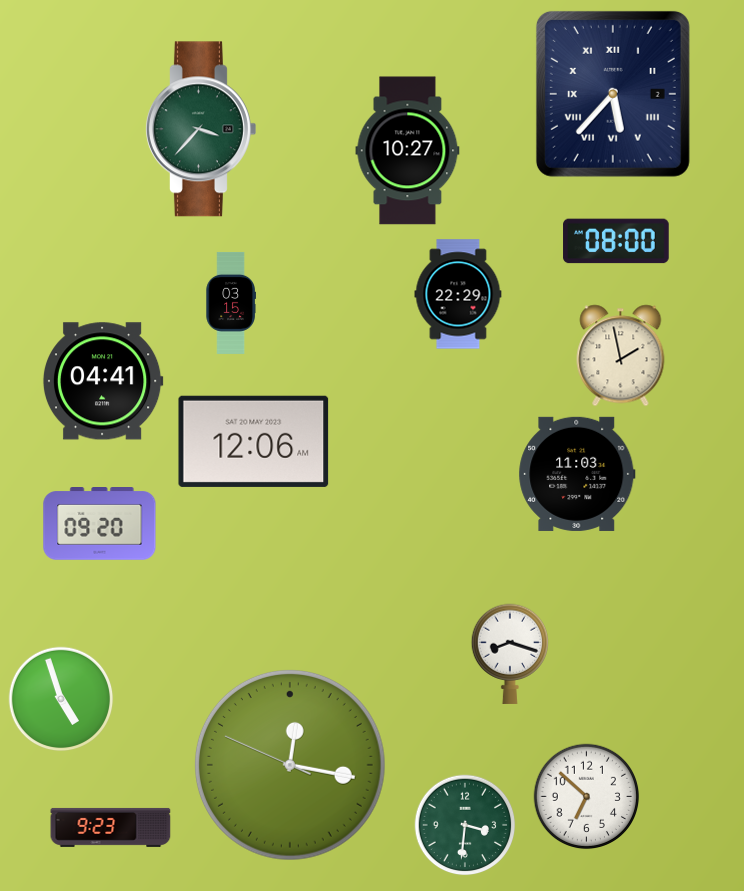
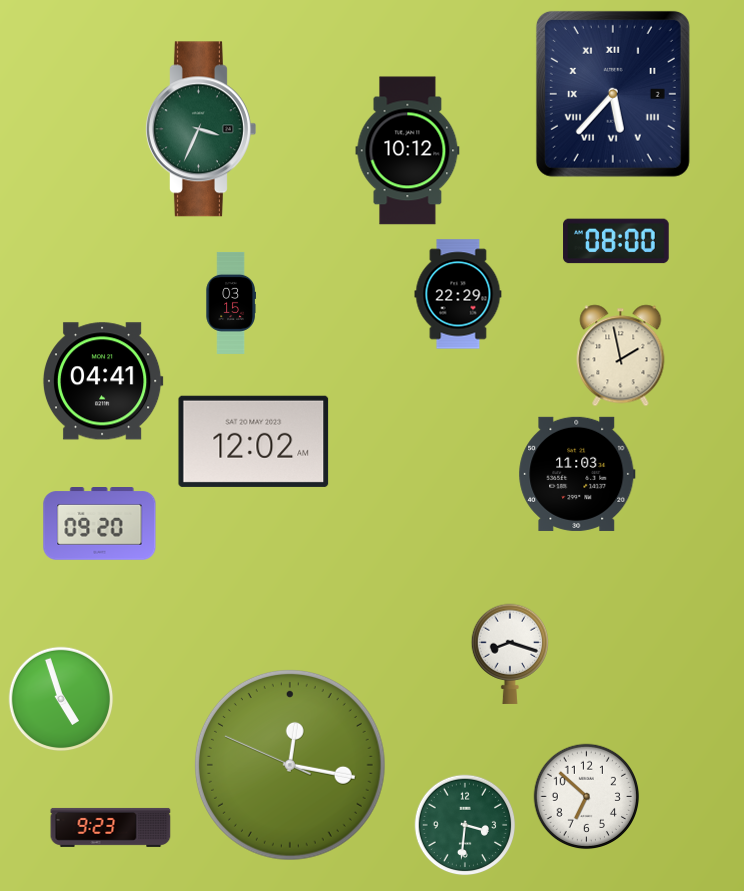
clock at (200, 129): 3:37 -> 3:34
clock at (408, 151): 10:27 -> 10:12
clock at (254, 441): 12:06 -> 12:02
